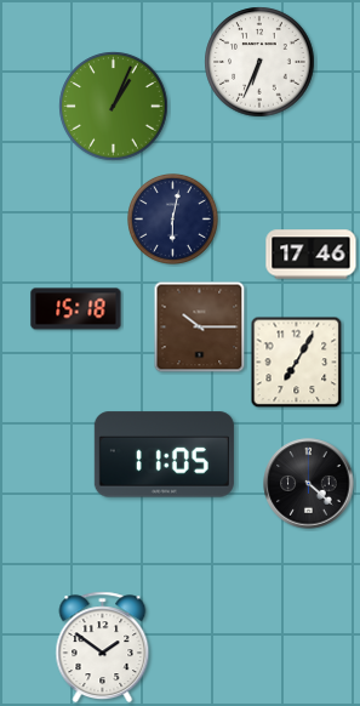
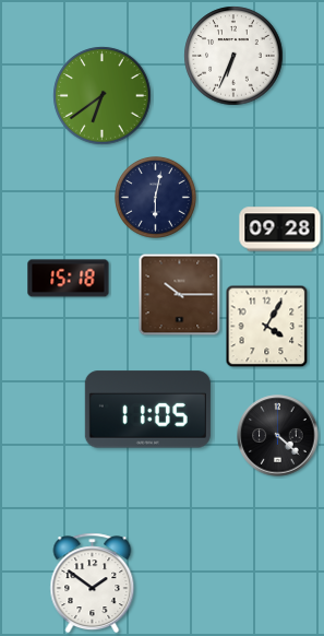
clock at (114, 107): 1:04 -> 6:39
clock at (312, 255): 17:46 -> 09:28
clock at (297, 363): 7:05 -> 4:05
